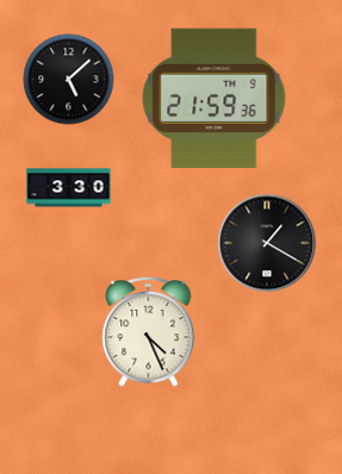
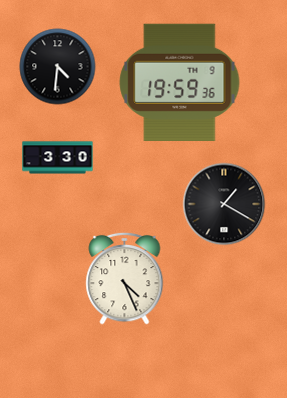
clock at (69, 80): 5:08 -> 4:31
clock at (214, 98): 21:59 -> 19:59
